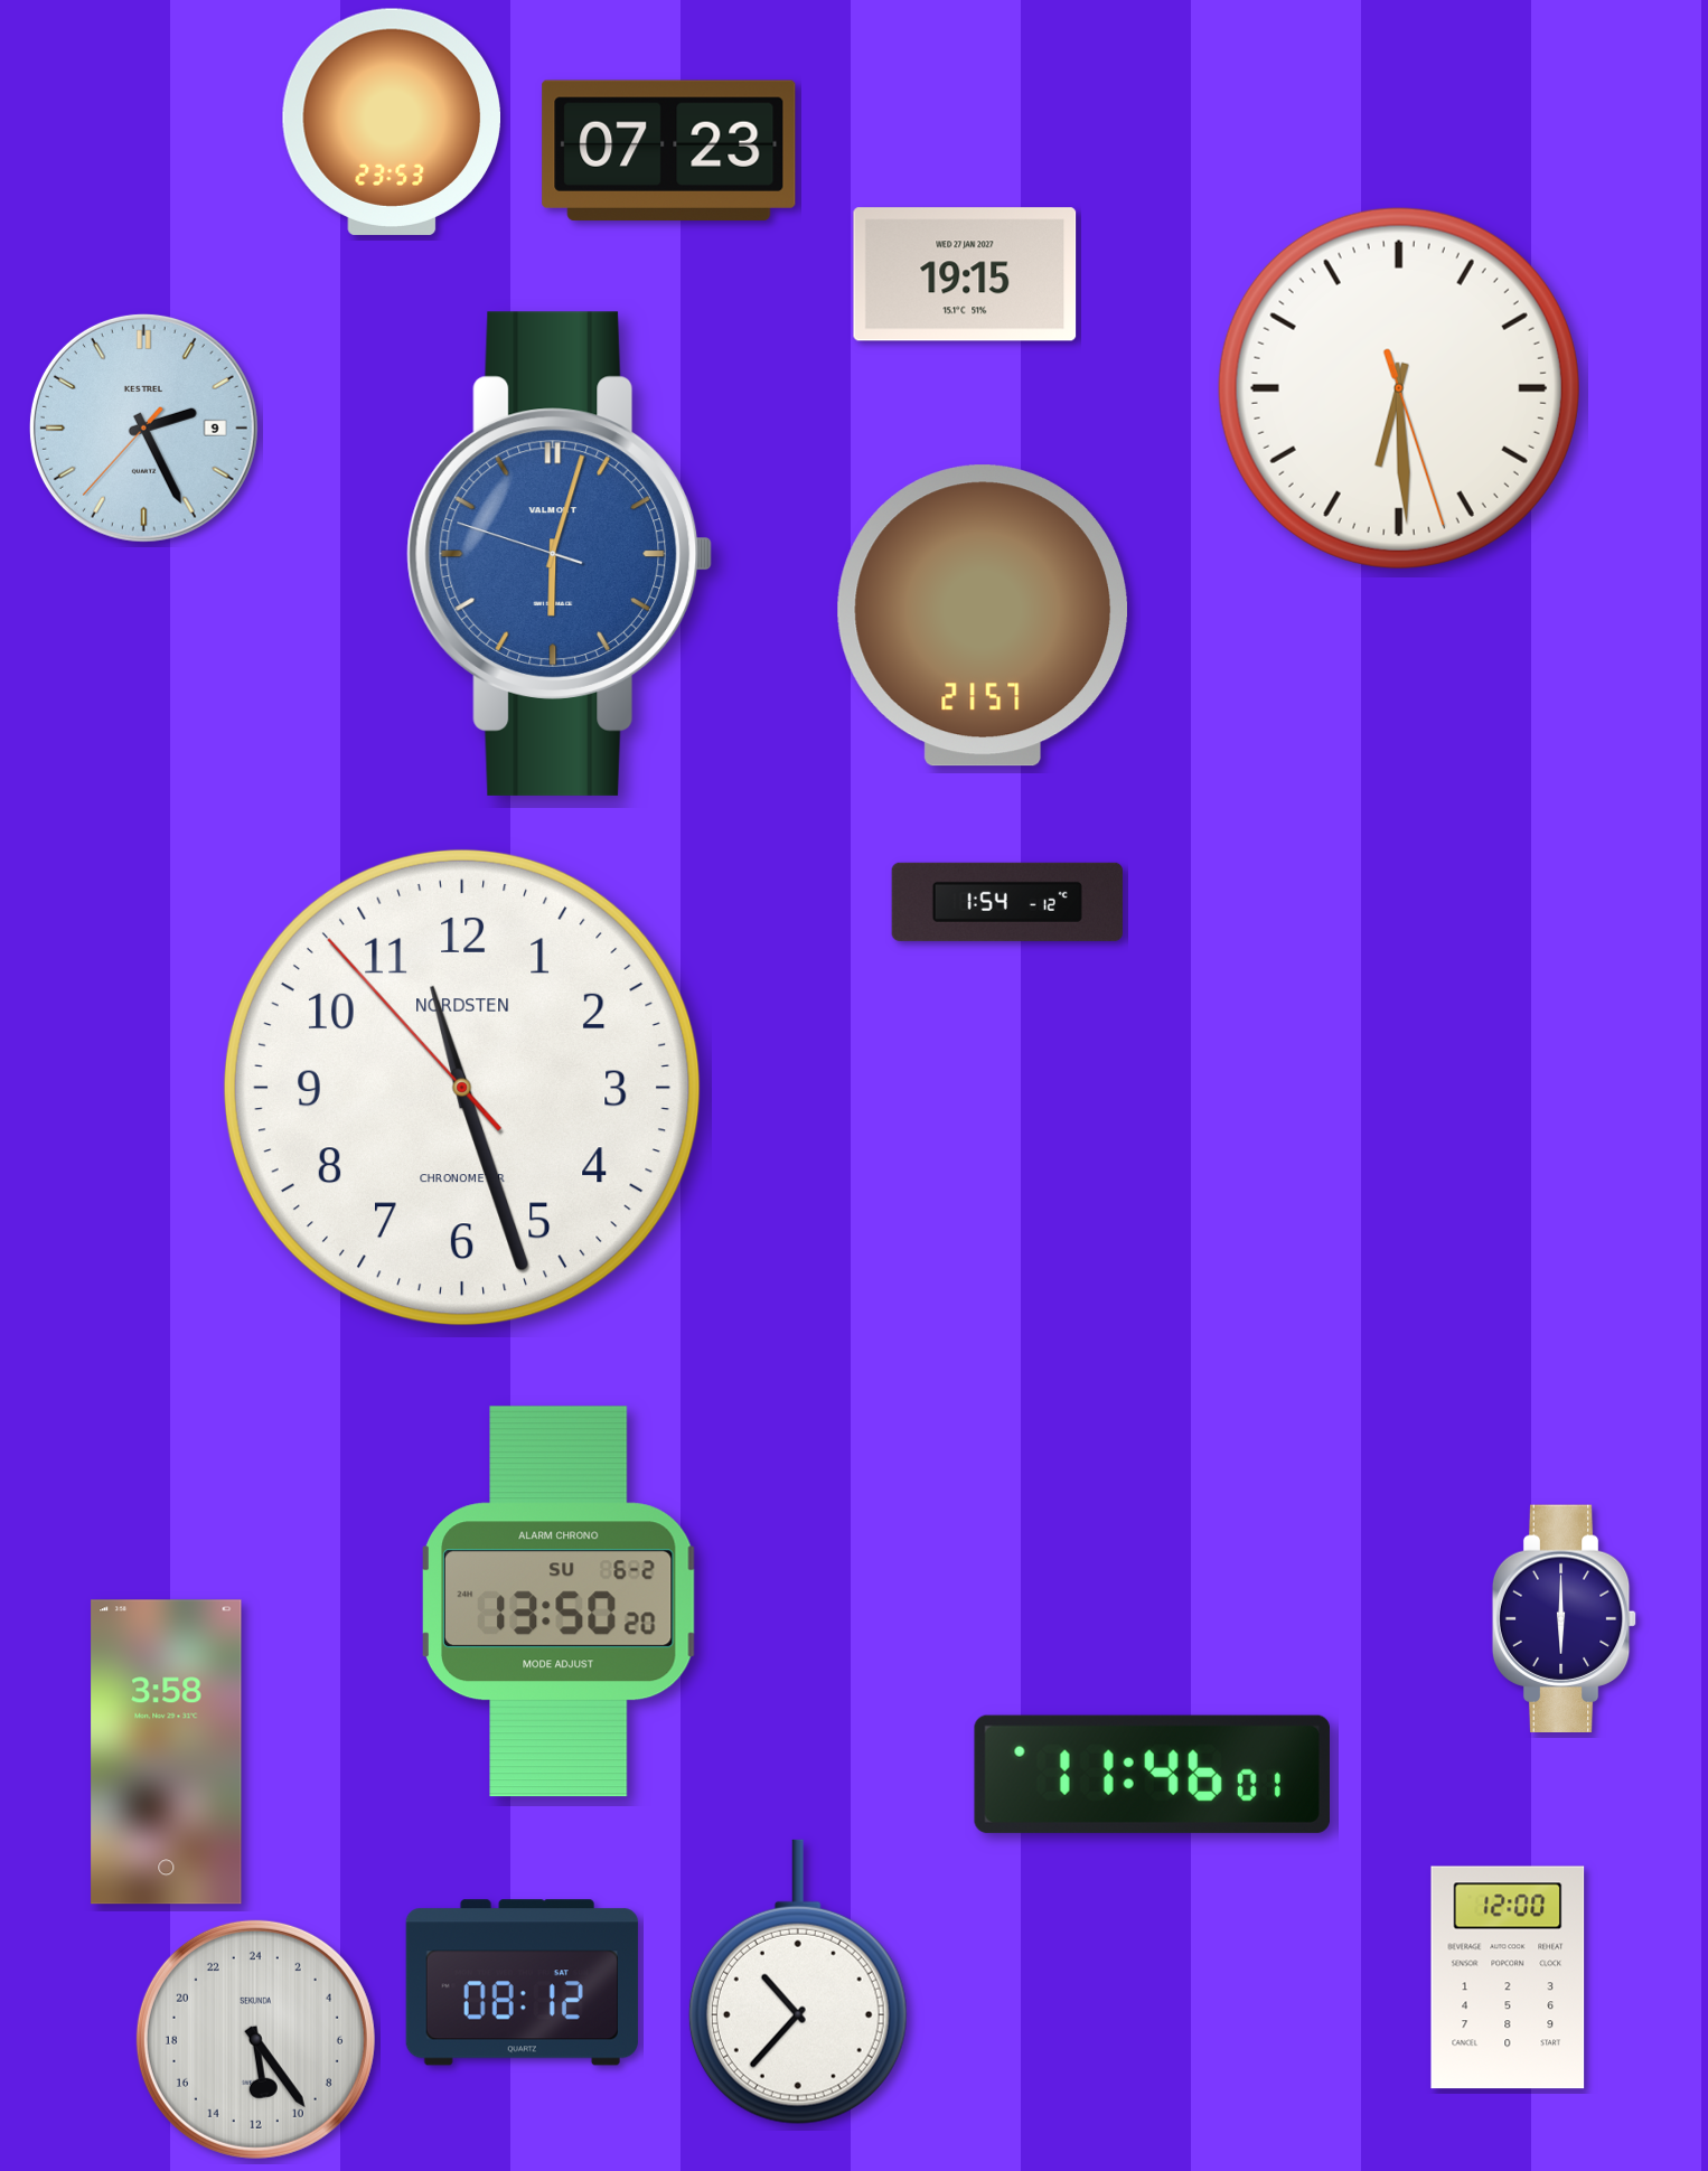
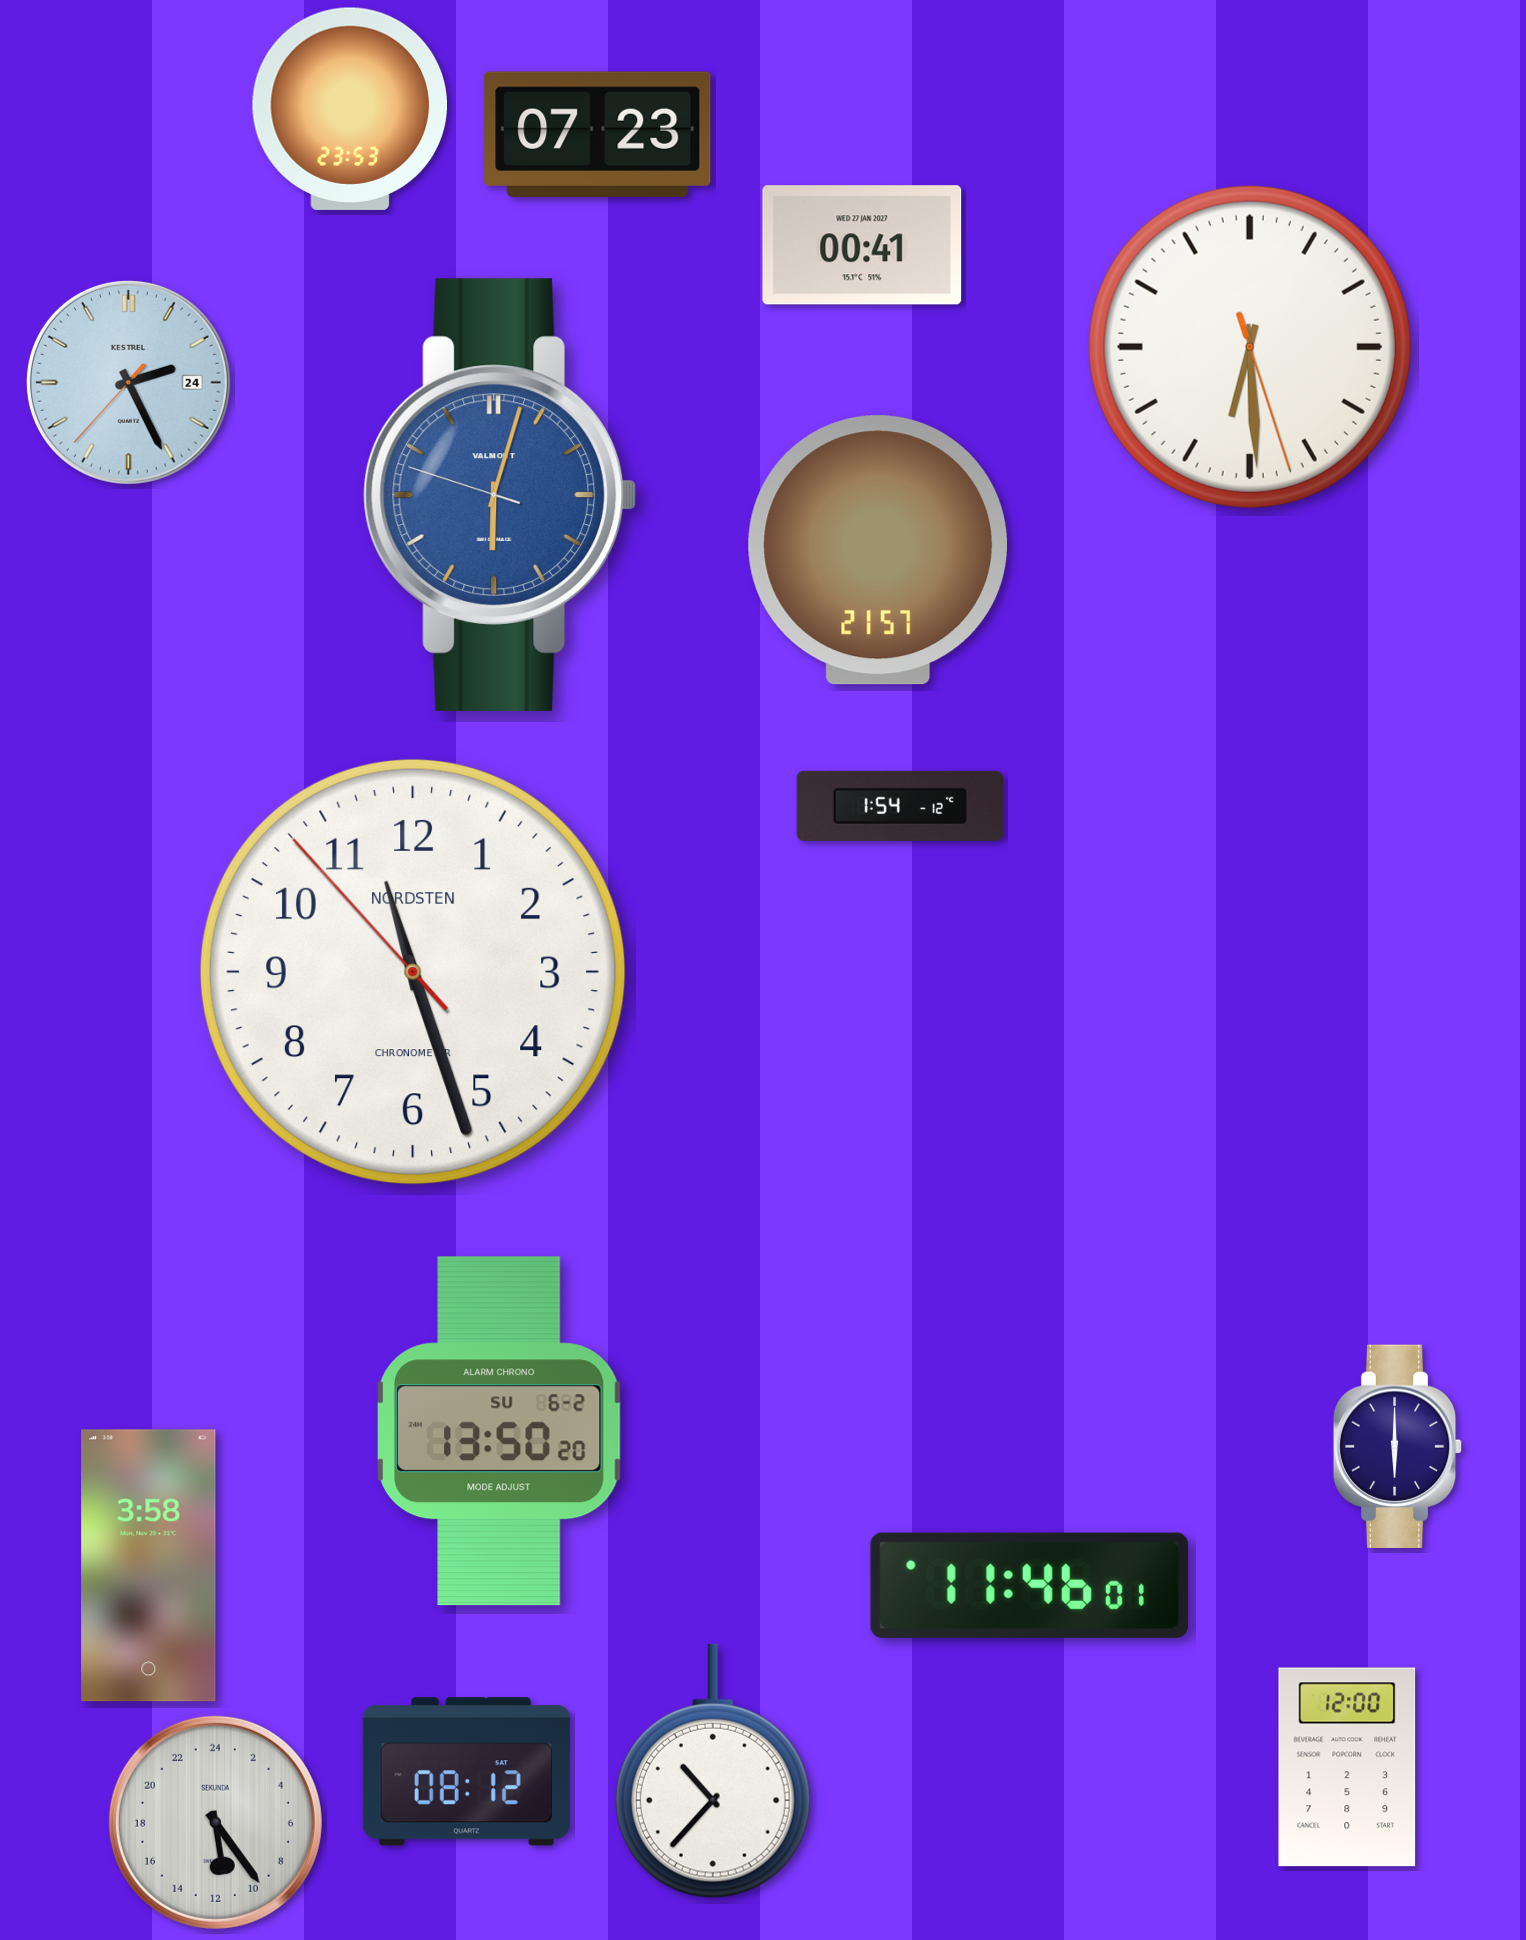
clock at (965, 274): 19:15 -> 00:41
clock at (143, 427) date: 9 -> 24
clock at (255, 2039) position: (255, 2039) -> (215, 1822)
